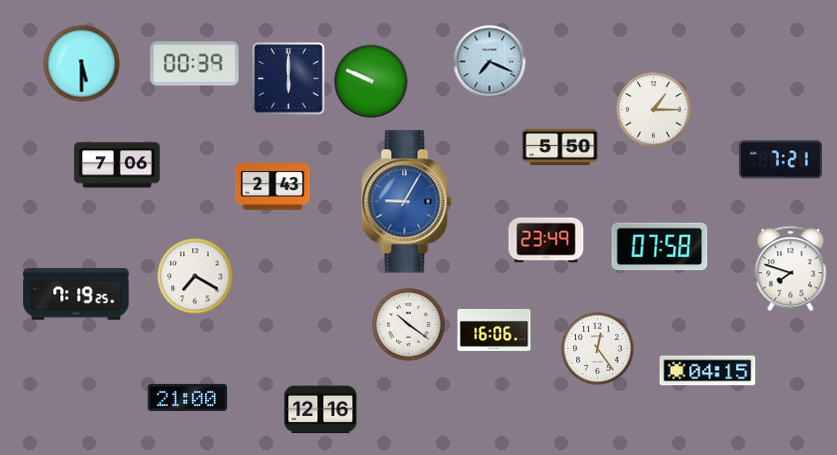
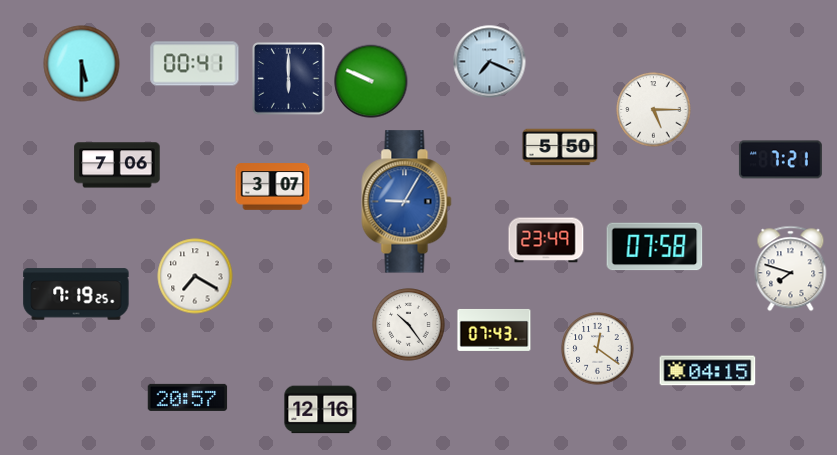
clock at (195, 64): 00:39 -> 00:41
clock at (654, 110): 1:15 -> 5:15
clock at (273, 187): 2:43 -> 3:07
clock at (660, 247) position: (660, 247) -> (655, 247)
clock at (409, 325): 10:21 -> 10:24
clock at (494, 330): 16:06 -> 07:43
clock at (598, 349): 12:24 -> 12:21
clock at (188, 397): 21:00 -> 20:57
